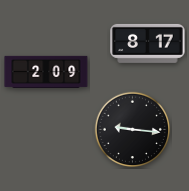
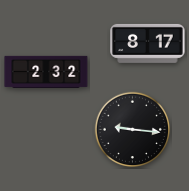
clock at (46, 72): 2:09 -> 2:32
